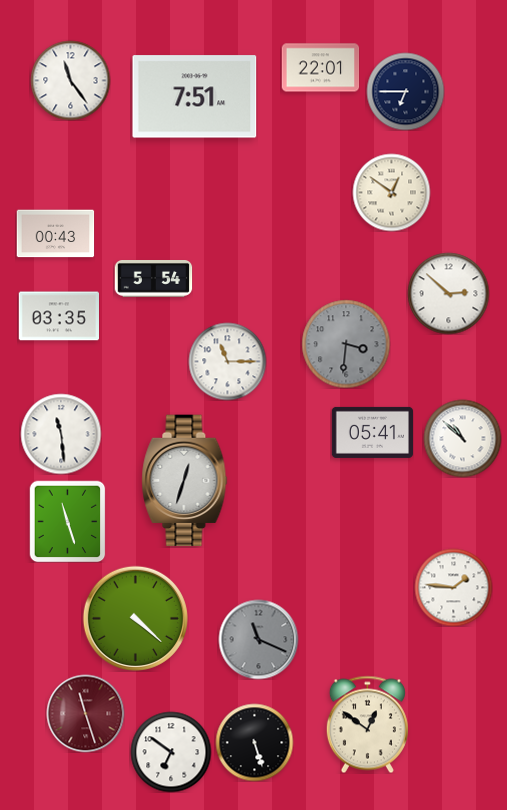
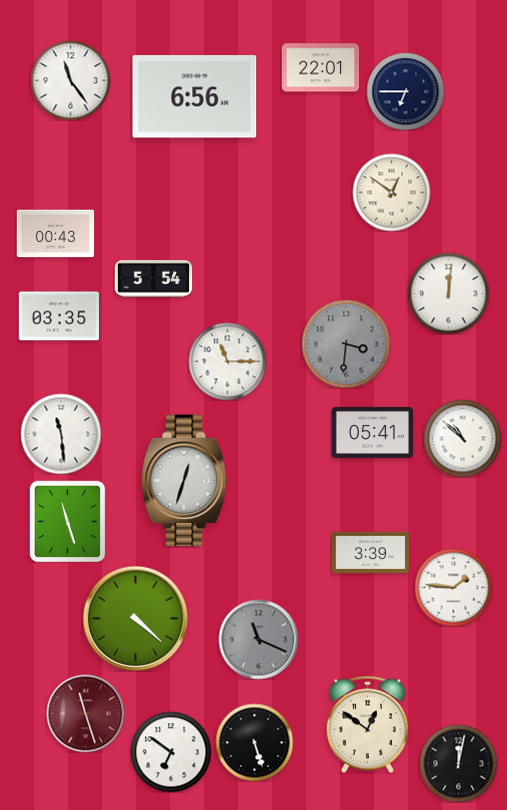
clock at (195, 97): 7:51 -> 6:56
clock at (448, 293): 2:52 -> 12:01
clock at (370, 553): none -> 3:39
clock at (458, 763): none -> 12:02
